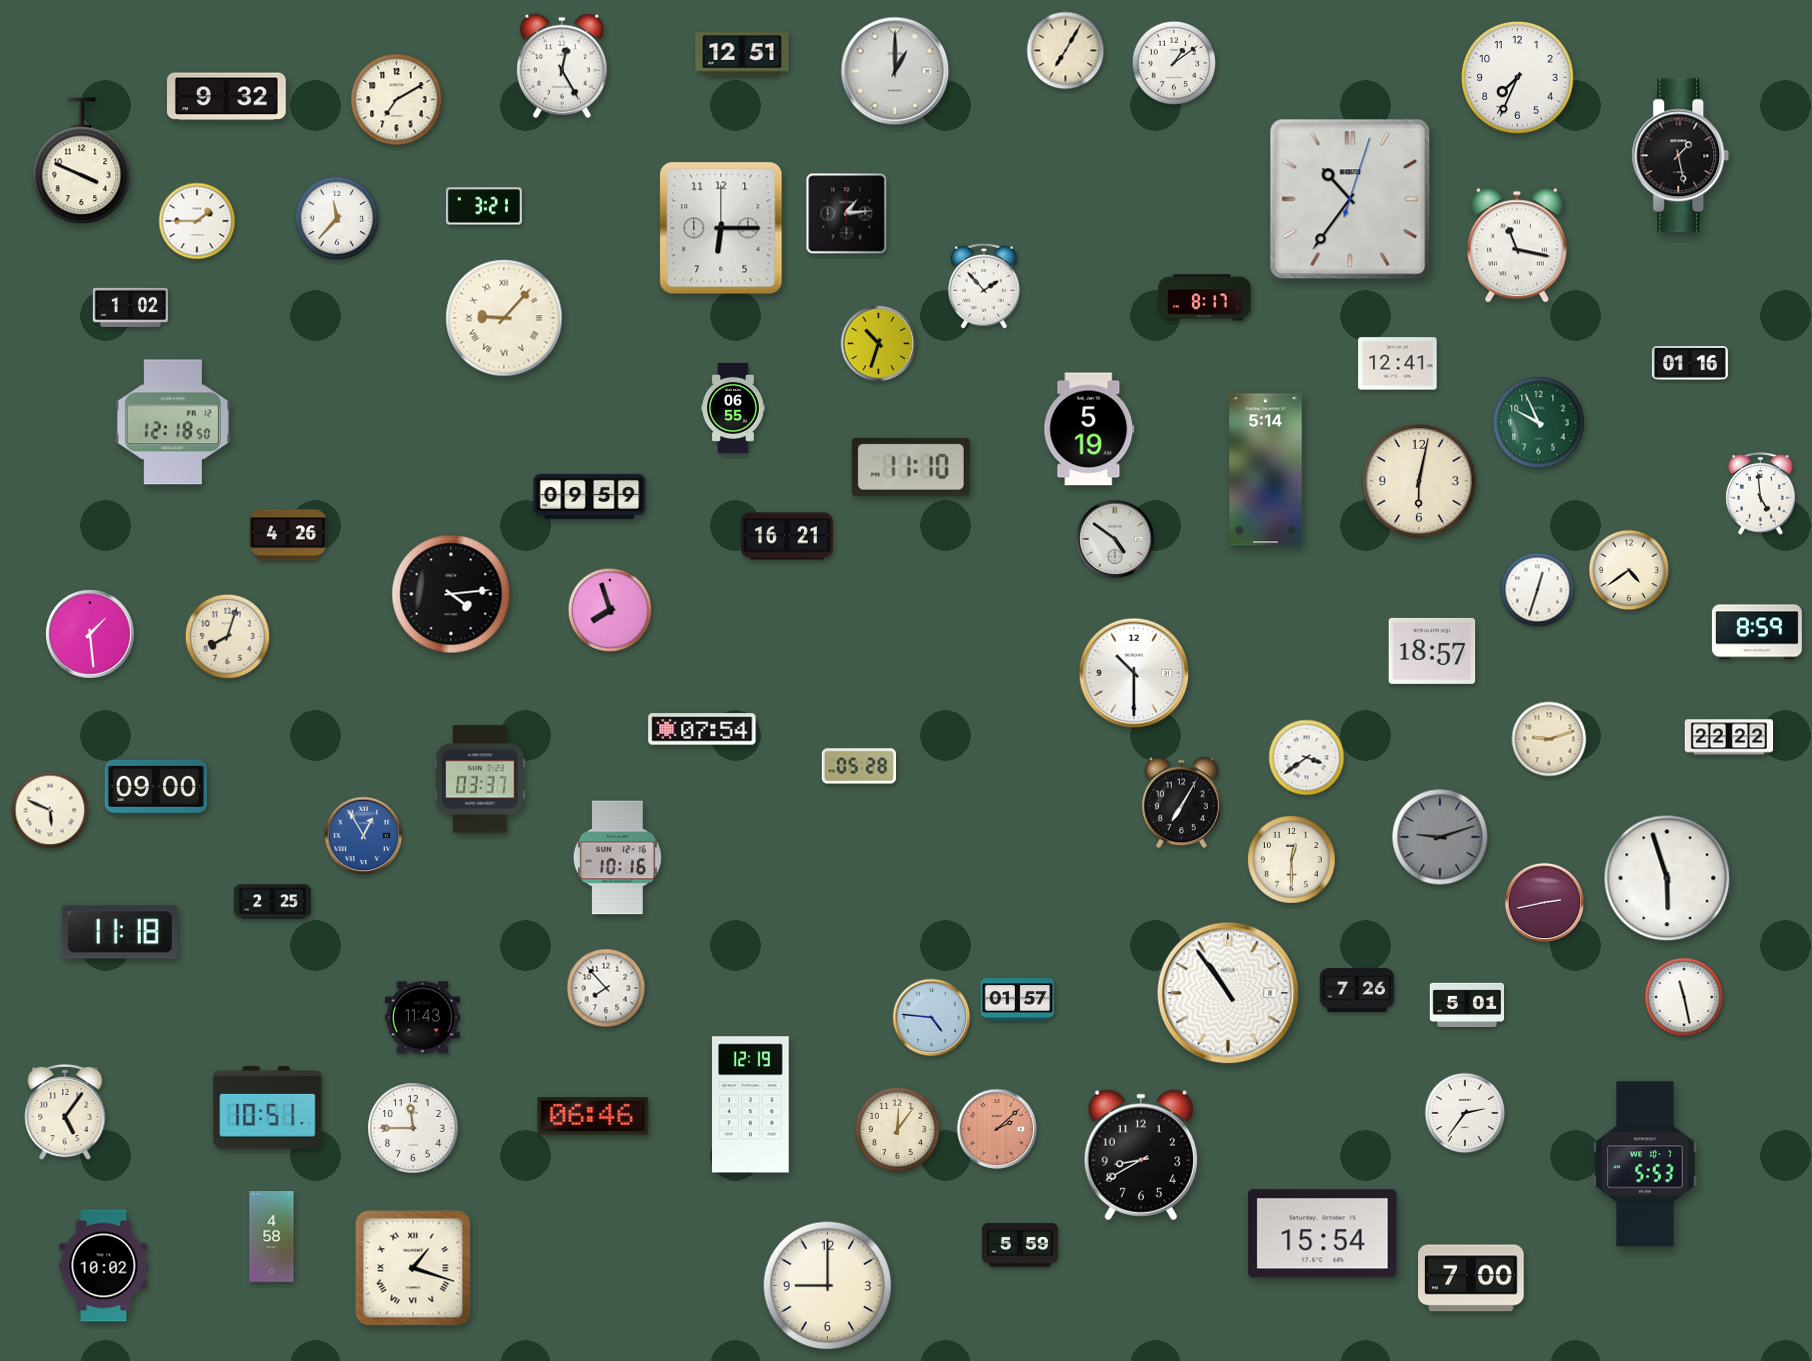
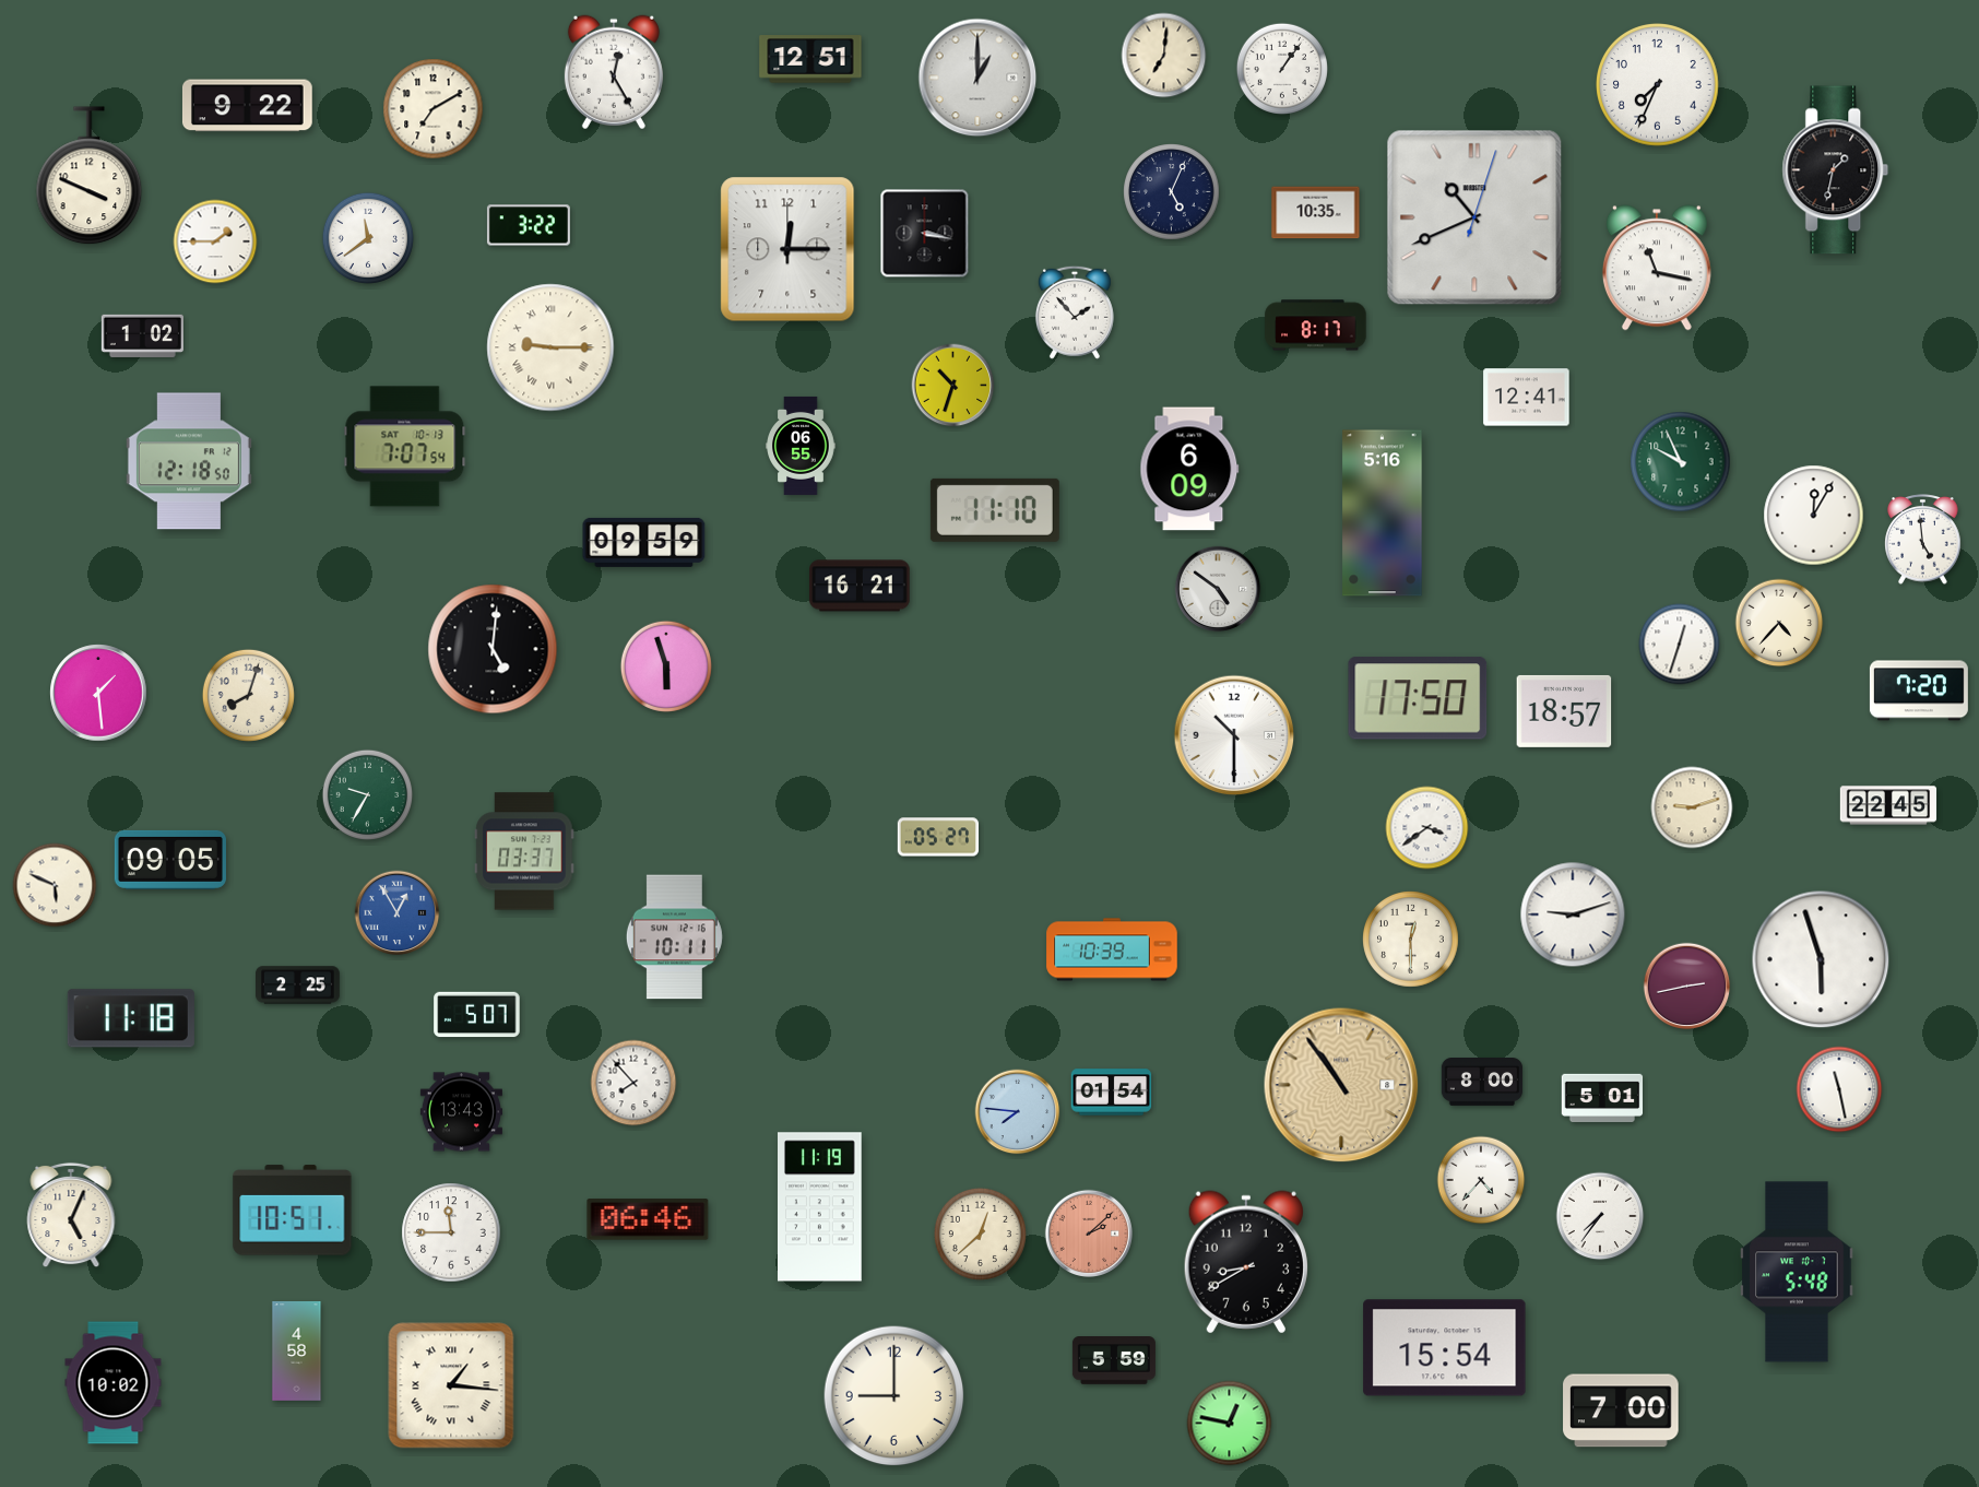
clock at (1066, 51): 7:05 -> 7:01
clock at (1174, 63): 1:09 -> 1:06
clock at (226, 97): 9:32 -> 9:22
clock at (1681, 156): 1:28 -> 1:32
clock at (1172, 192): none -> 5:04
clock at (1316, 213): none -> 10:35
clock at (1350, 199): 10:36 -> 10:41
clock at (484, 206): 3:21 -> 3:22
clock at (847, 214): 1:14 -> 3:17
clock at (337, 218): 11:37 -> 11:39
clock at (721, 228): 6:15 -> 12:15
clock at (504, 318): 9:07 -> 9:15
clock at (879, 344) position: (879, 344) -> (953, 386)
clock at (1690, 363): 01:16 -> none
clock at (405, 447): none -> 7:07
clock at (1089, 429): 5:19 -> 6:09
clock at (1266, 470): 5:14 -> 5:16
clock at (1814, 516): none -> 12:05
clock at (1419, 481): 6:02 -> none
clock at (288, 535): 4:26 -> none
clock at (1629, 570): 4:39 -> 4:37
clock at (451, 594): 4:14 -> 5:01
clock at (610, 610): 7:57 -> 5:57
clock at (1757, 632): 8:59 -> 7:20
clock at (1418, 698): none -> 17:50
clock at (1134, 673) position: (1134, 673) -> (1234, 735)
clock at (367, 794): none -> 9:35
clock at (702, 729): 07:54 -> none
clock at (1729, 737): 22:22 -> 22:45
clock at (859, 766): 05:28 -> 05:27
clock at (156, 787): 09:00 -> 09:05
clock at (1181, 803): 7:05 -> none
clock at (1440, 837) dial: grey -> white
clock at (617, 858): 10:16 -> 10:11
clock at (1112, 949): none -> 10:39
clock at (477, 1015): none -> 5:07
clock at (606, 988) position: (606, 988) -> (633, 1083)
clock at (1357, 991): 7:26 -> 8:00
clock at (1228, 993) dial: white -> champagne
clock at (1018, 1000): 01:57 -> 01:54
clock at (422, 1018): 11:43 -> 13:43
clock at (932, 1018): 4:46 -> 7:46
clock at (1481, 1180): none -> 4:37
clock at (751, 1105): 12:19 -> 11:19
clock at (65, 1112): 5:06 -> 5:04
clock at (1465, 1113): 2:36 -> 7:36
clock at (897, 1129): 12:06 -> 12:38
clock at (1645, 1164): 5:53 -> 5:48
clock at (413, 1268): 1:18 -> 1:16
clock at (1471, 1278) position: (1471, 1278) -> (1621, 1411)
clock at (828, 1286) position: (828, 1286) -> (894, 1396)
clock at (1230, 1424): none -> 12:47
